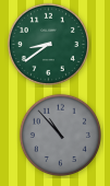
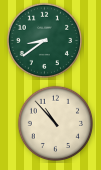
clock at (60, 135) dial: grey -> cream
